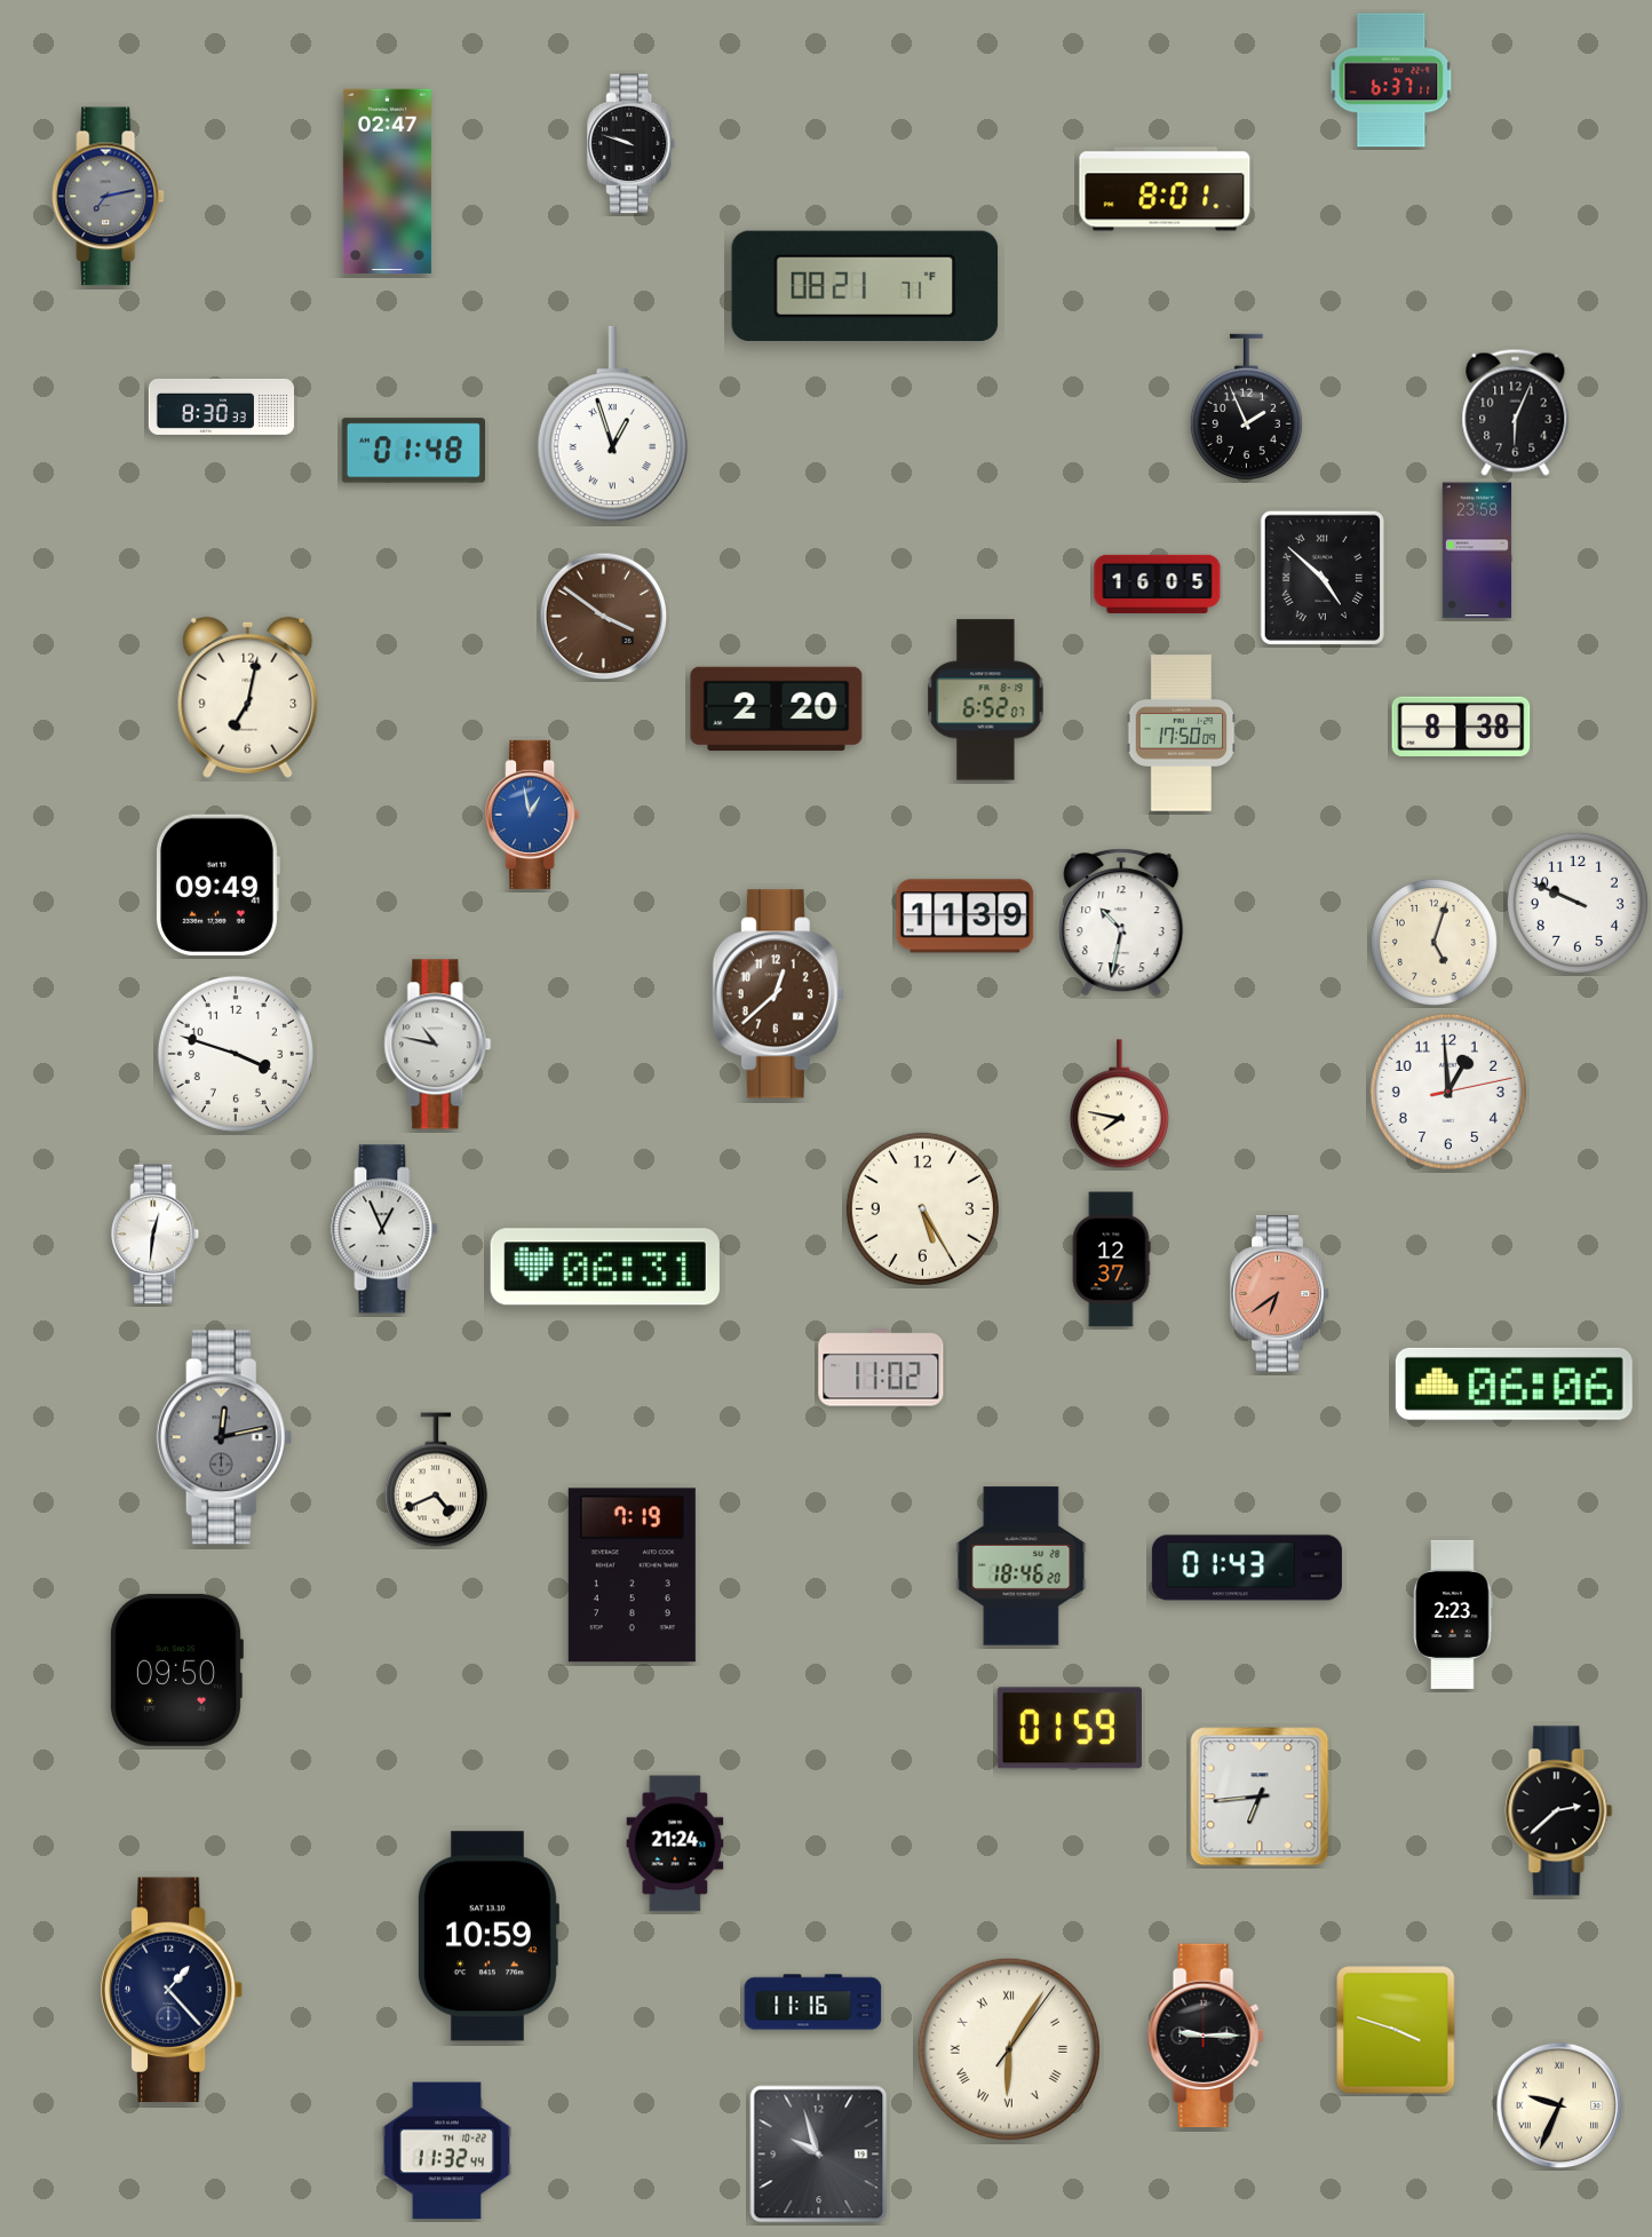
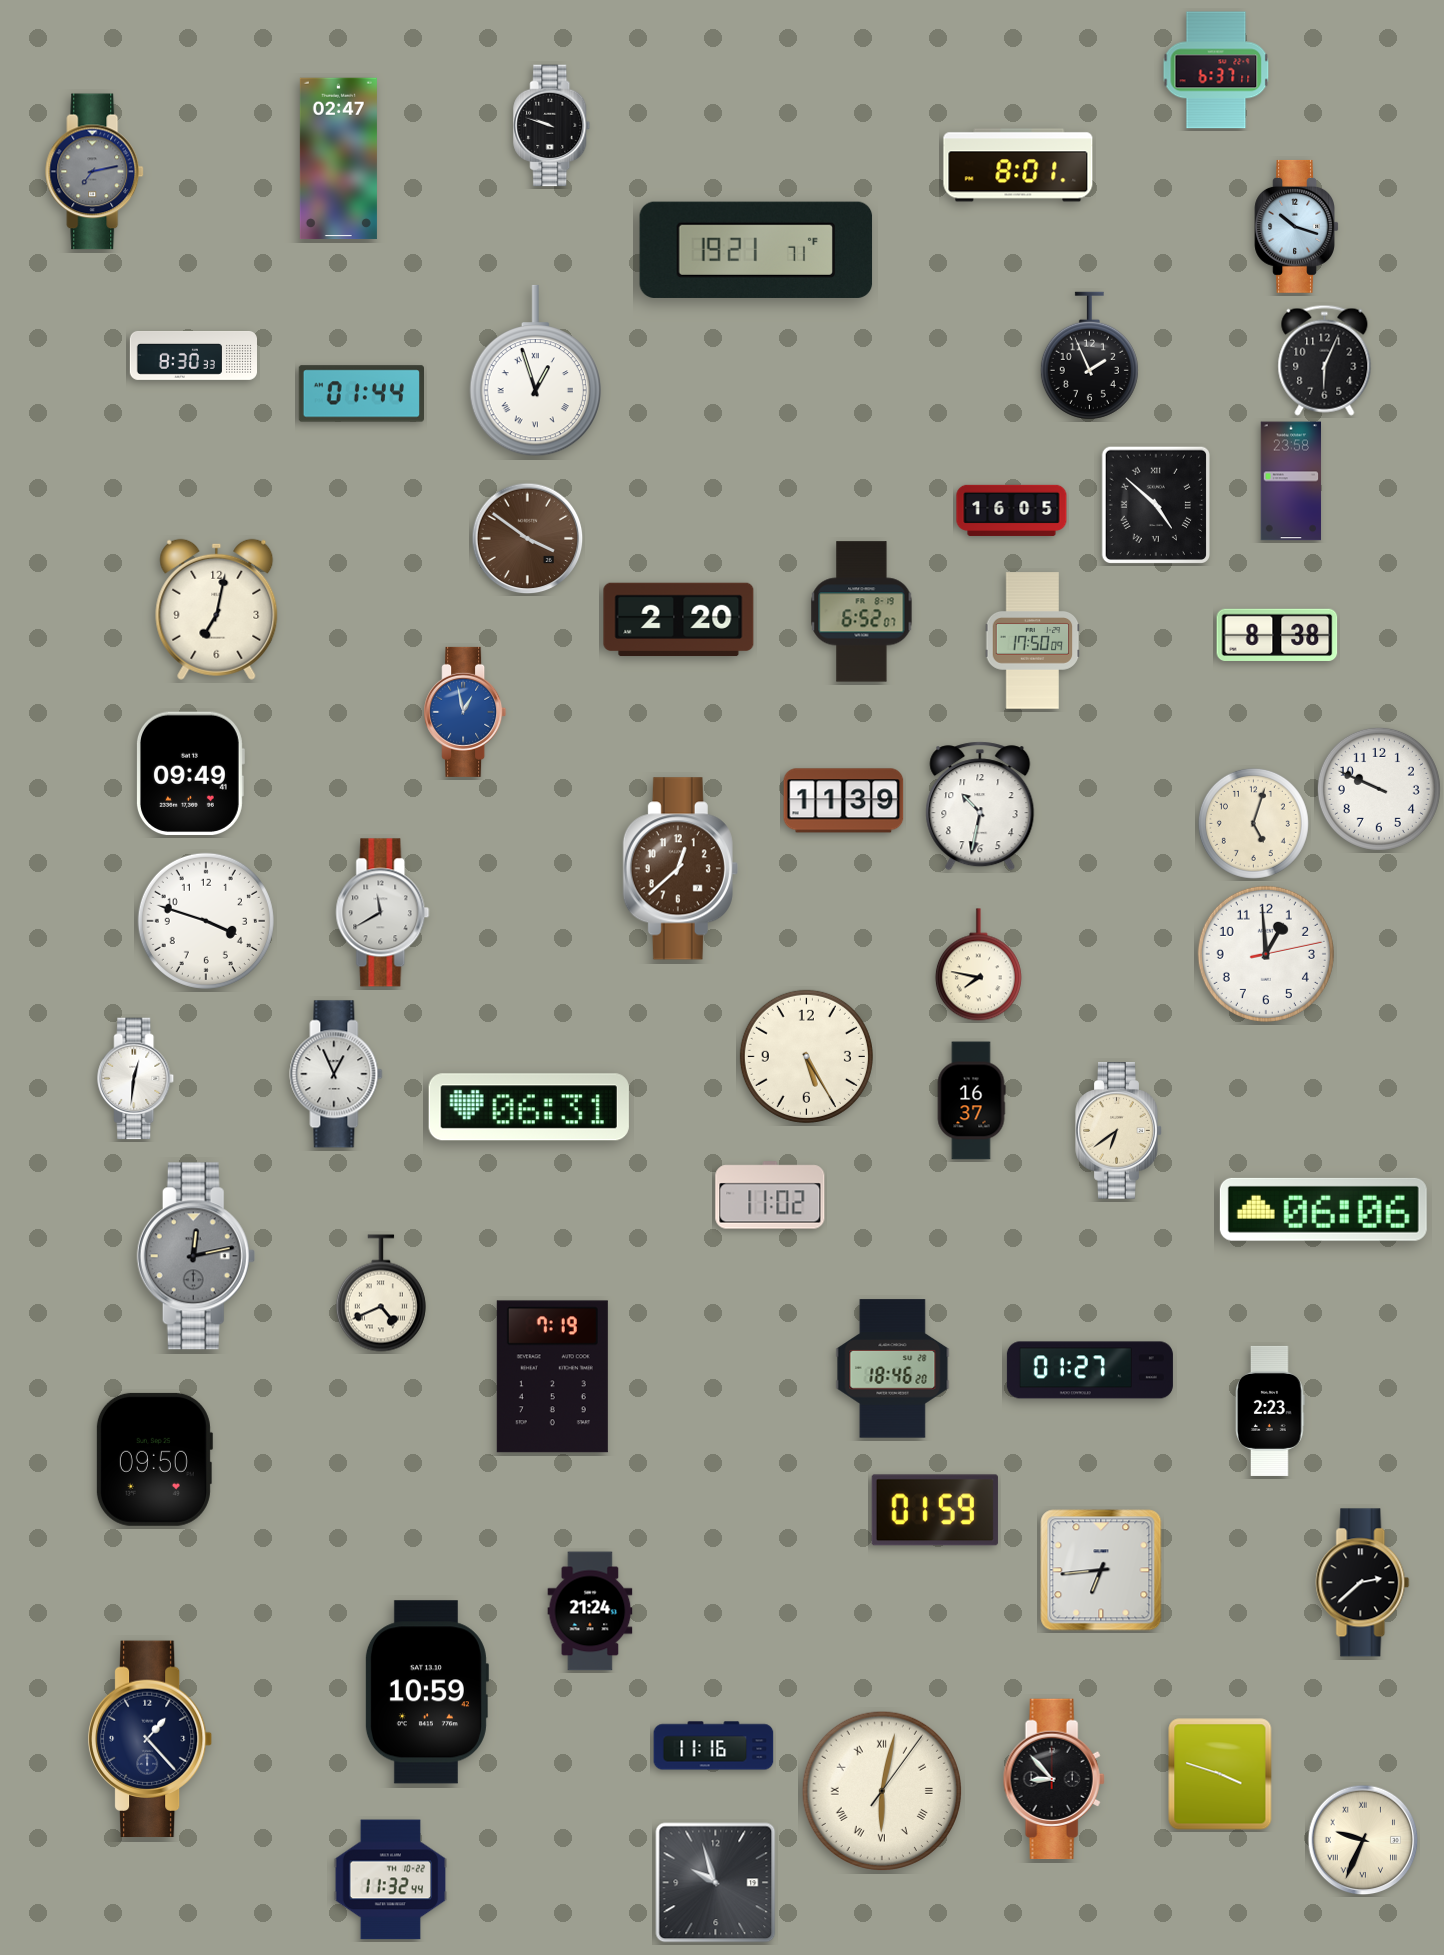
clock at (1296, 226): none -> 10:18
clock at (865, 286): 08:21 -> 19:21
clock at (413, 451): 01:48 -> 01:44
clock at (438, 1045): 10:47 -> 11:40
clock at (1111, 1260): 12:37 -> 16:37
clock at (1280, 1294) dial: salmon -> cream
clock at (1247, 1568): 01:43 -> 01:27
clock at (813, 2002) position: (813, 2002) -> (714, 1746)
clock at (1206, 2036): 9:15 -> 8:53
clock at (1008, 2048): 6:05 -> 6:02
